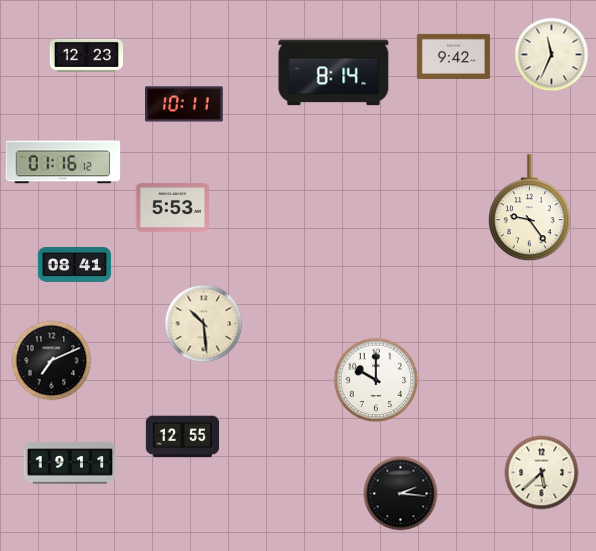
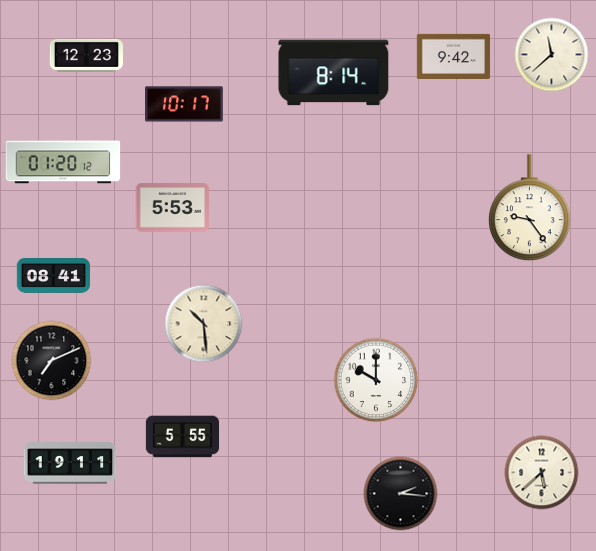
clock at (552, 55): 11:34 -> 11:38
clock at (184, 104): 10:11 -> 10:17
clock at (63, 162): 01:16 -> 01:20
clock at (75, 265) position: (75, 265) -> (54, 276)
clock at (183, 437): 12:55 -> 5:55
